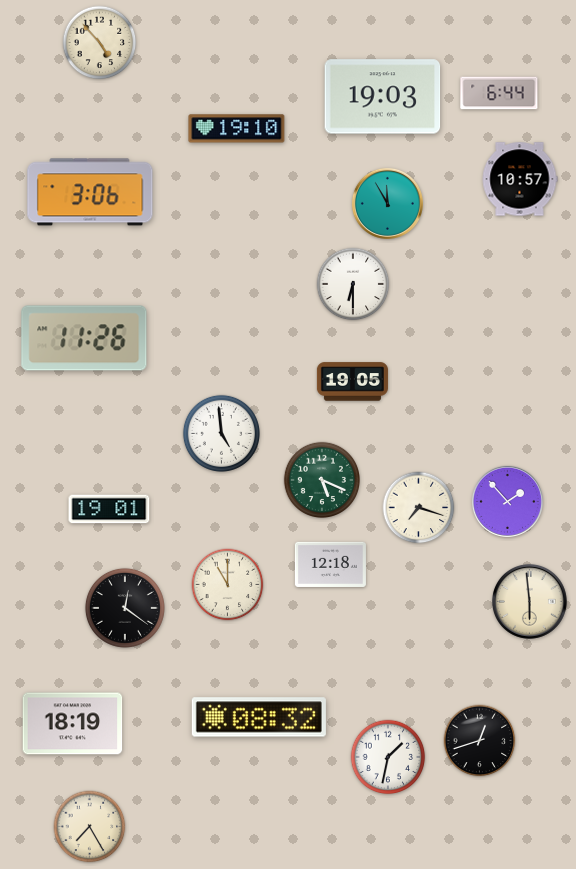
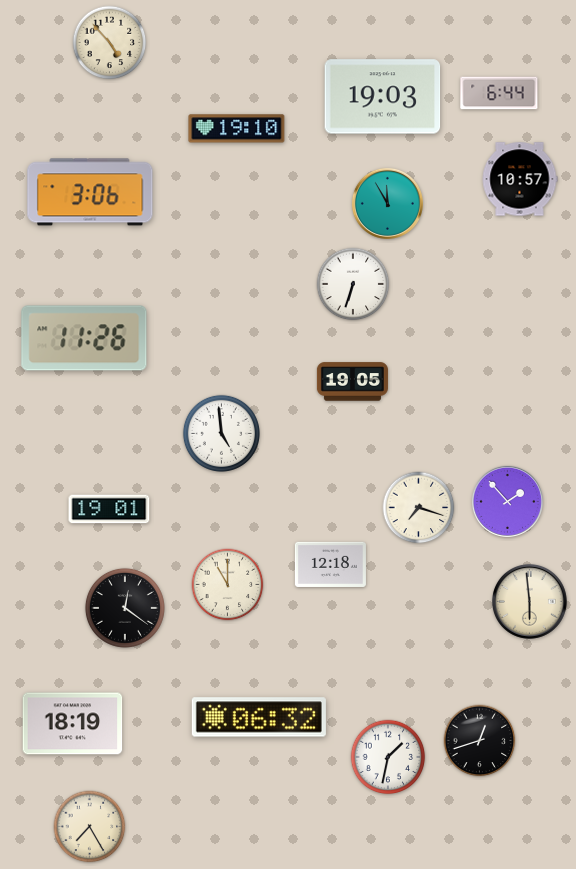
clock at (100, 43) position: (100, 43) -> (110, 43)
clock at (353, 284): 6:30 -> 6:33
clock at (321, 479): 5:19 -> none
clock at (259, 717): 08:32 -> 06:32
